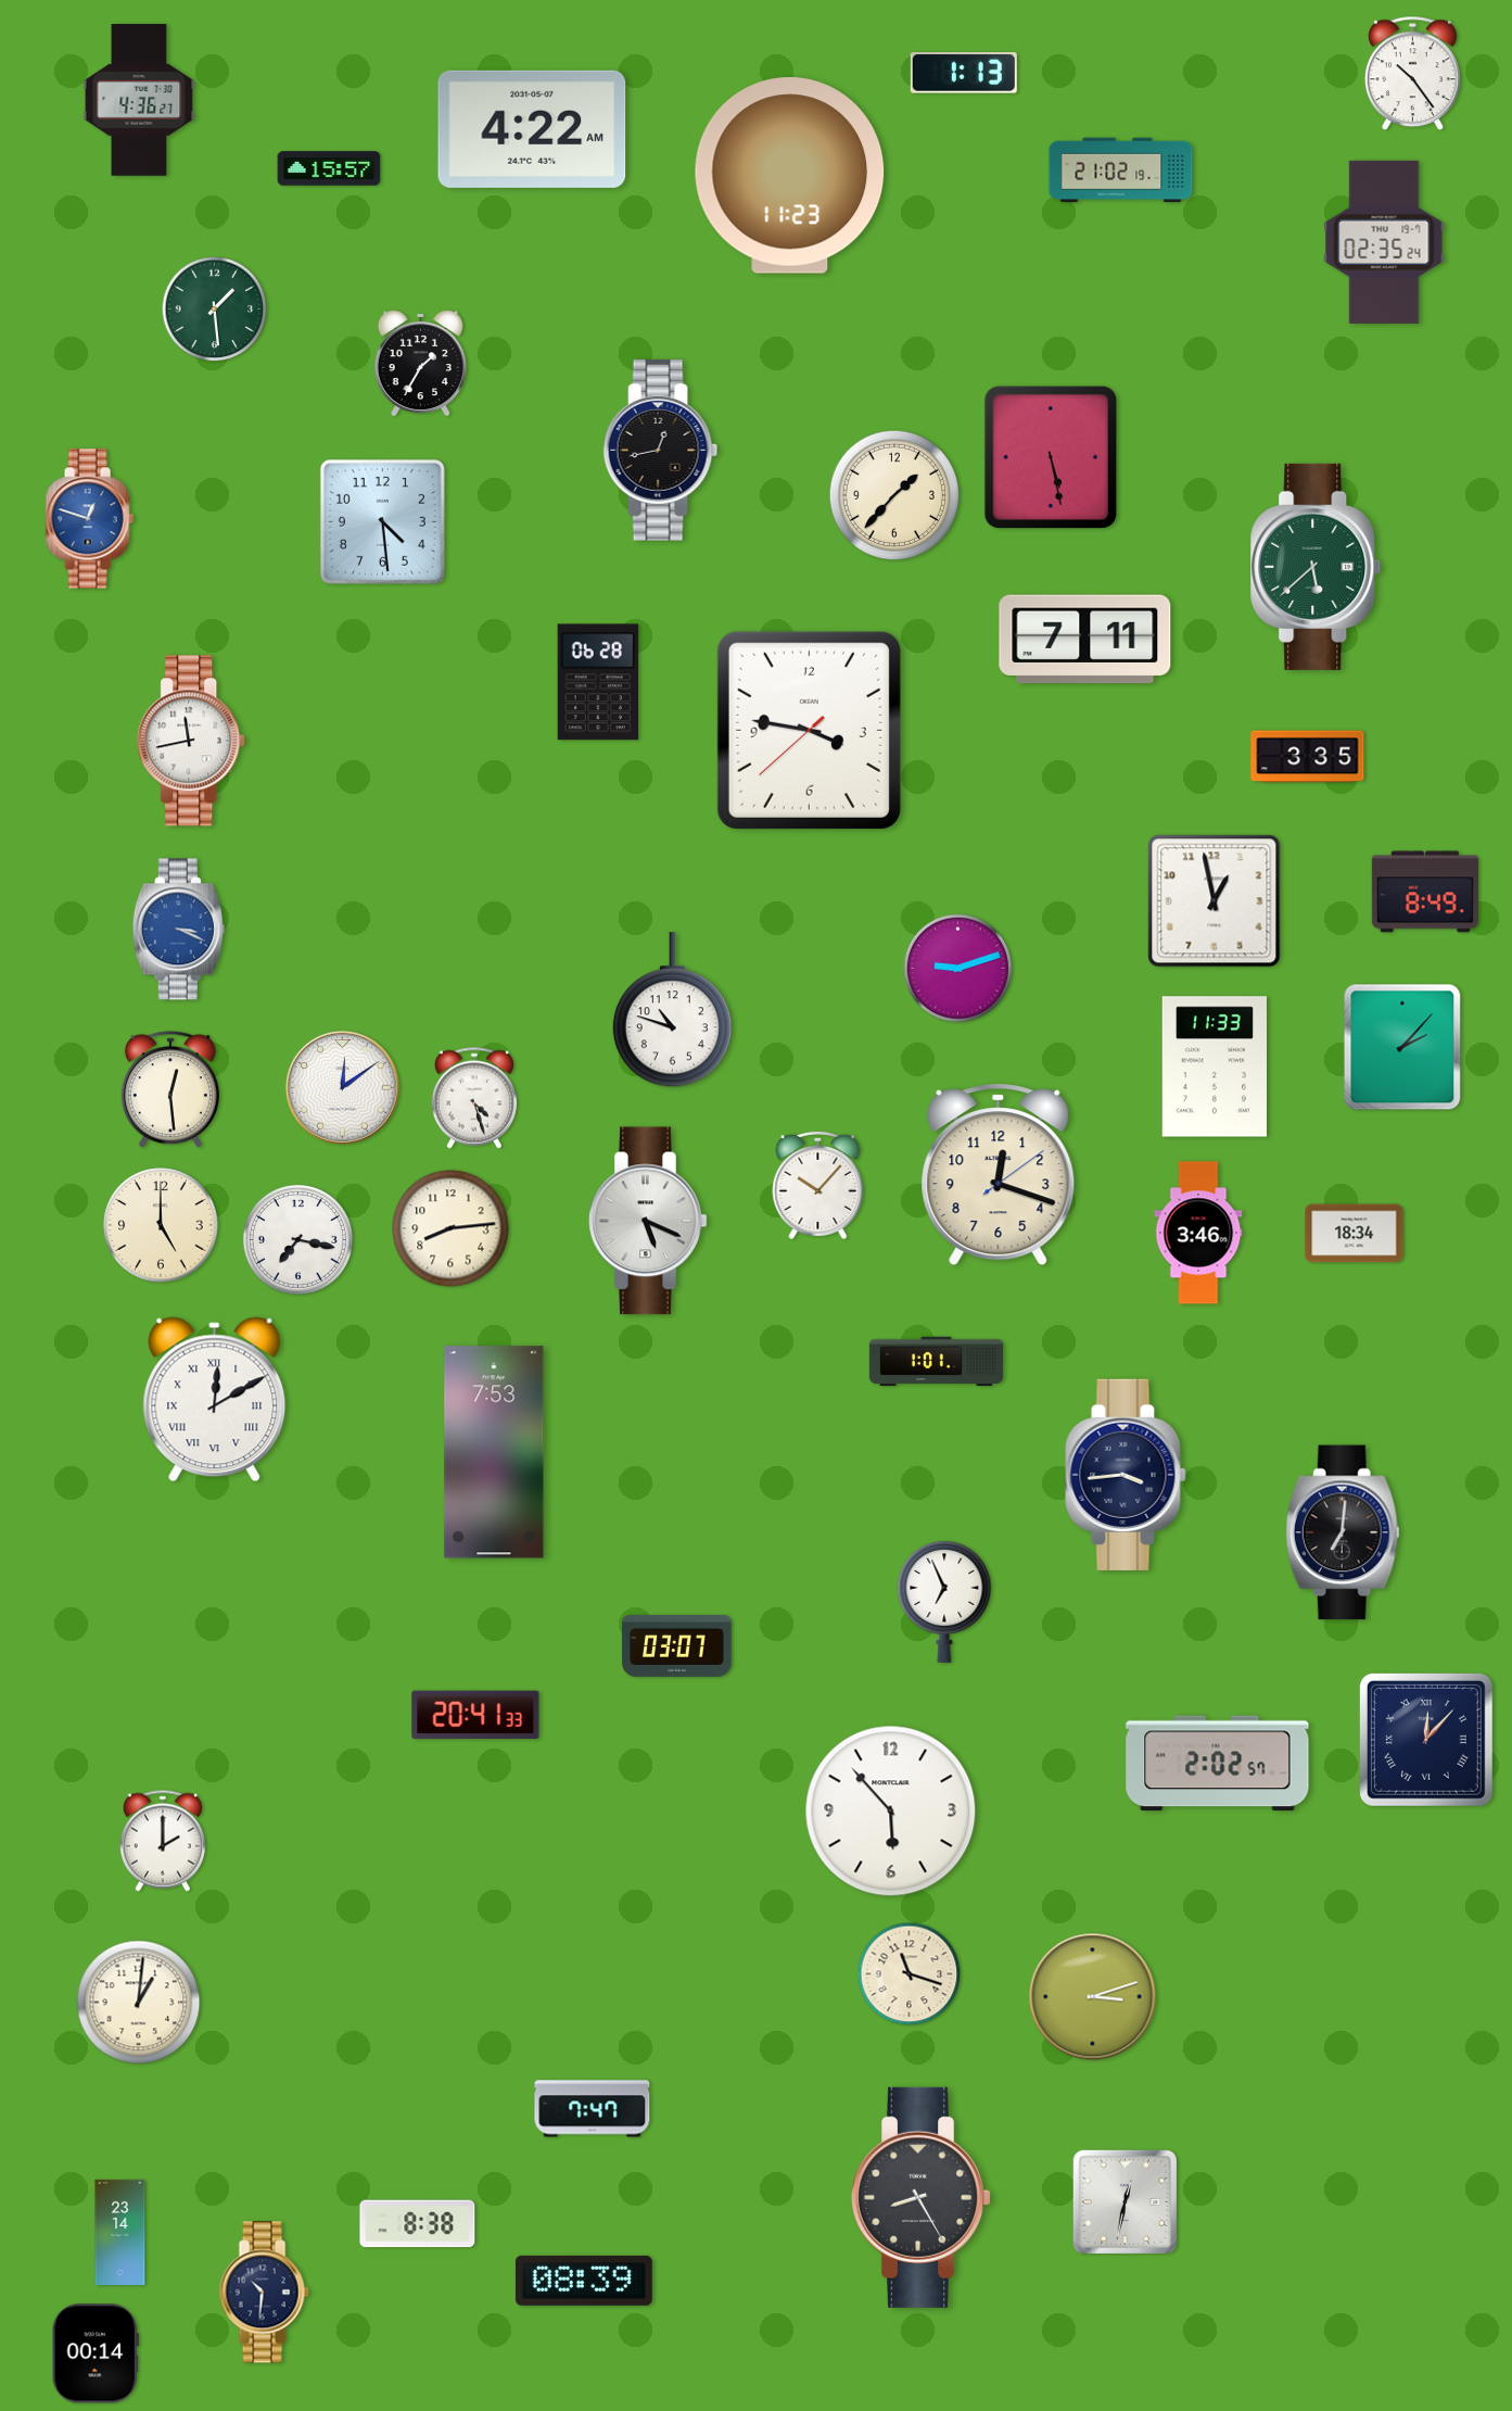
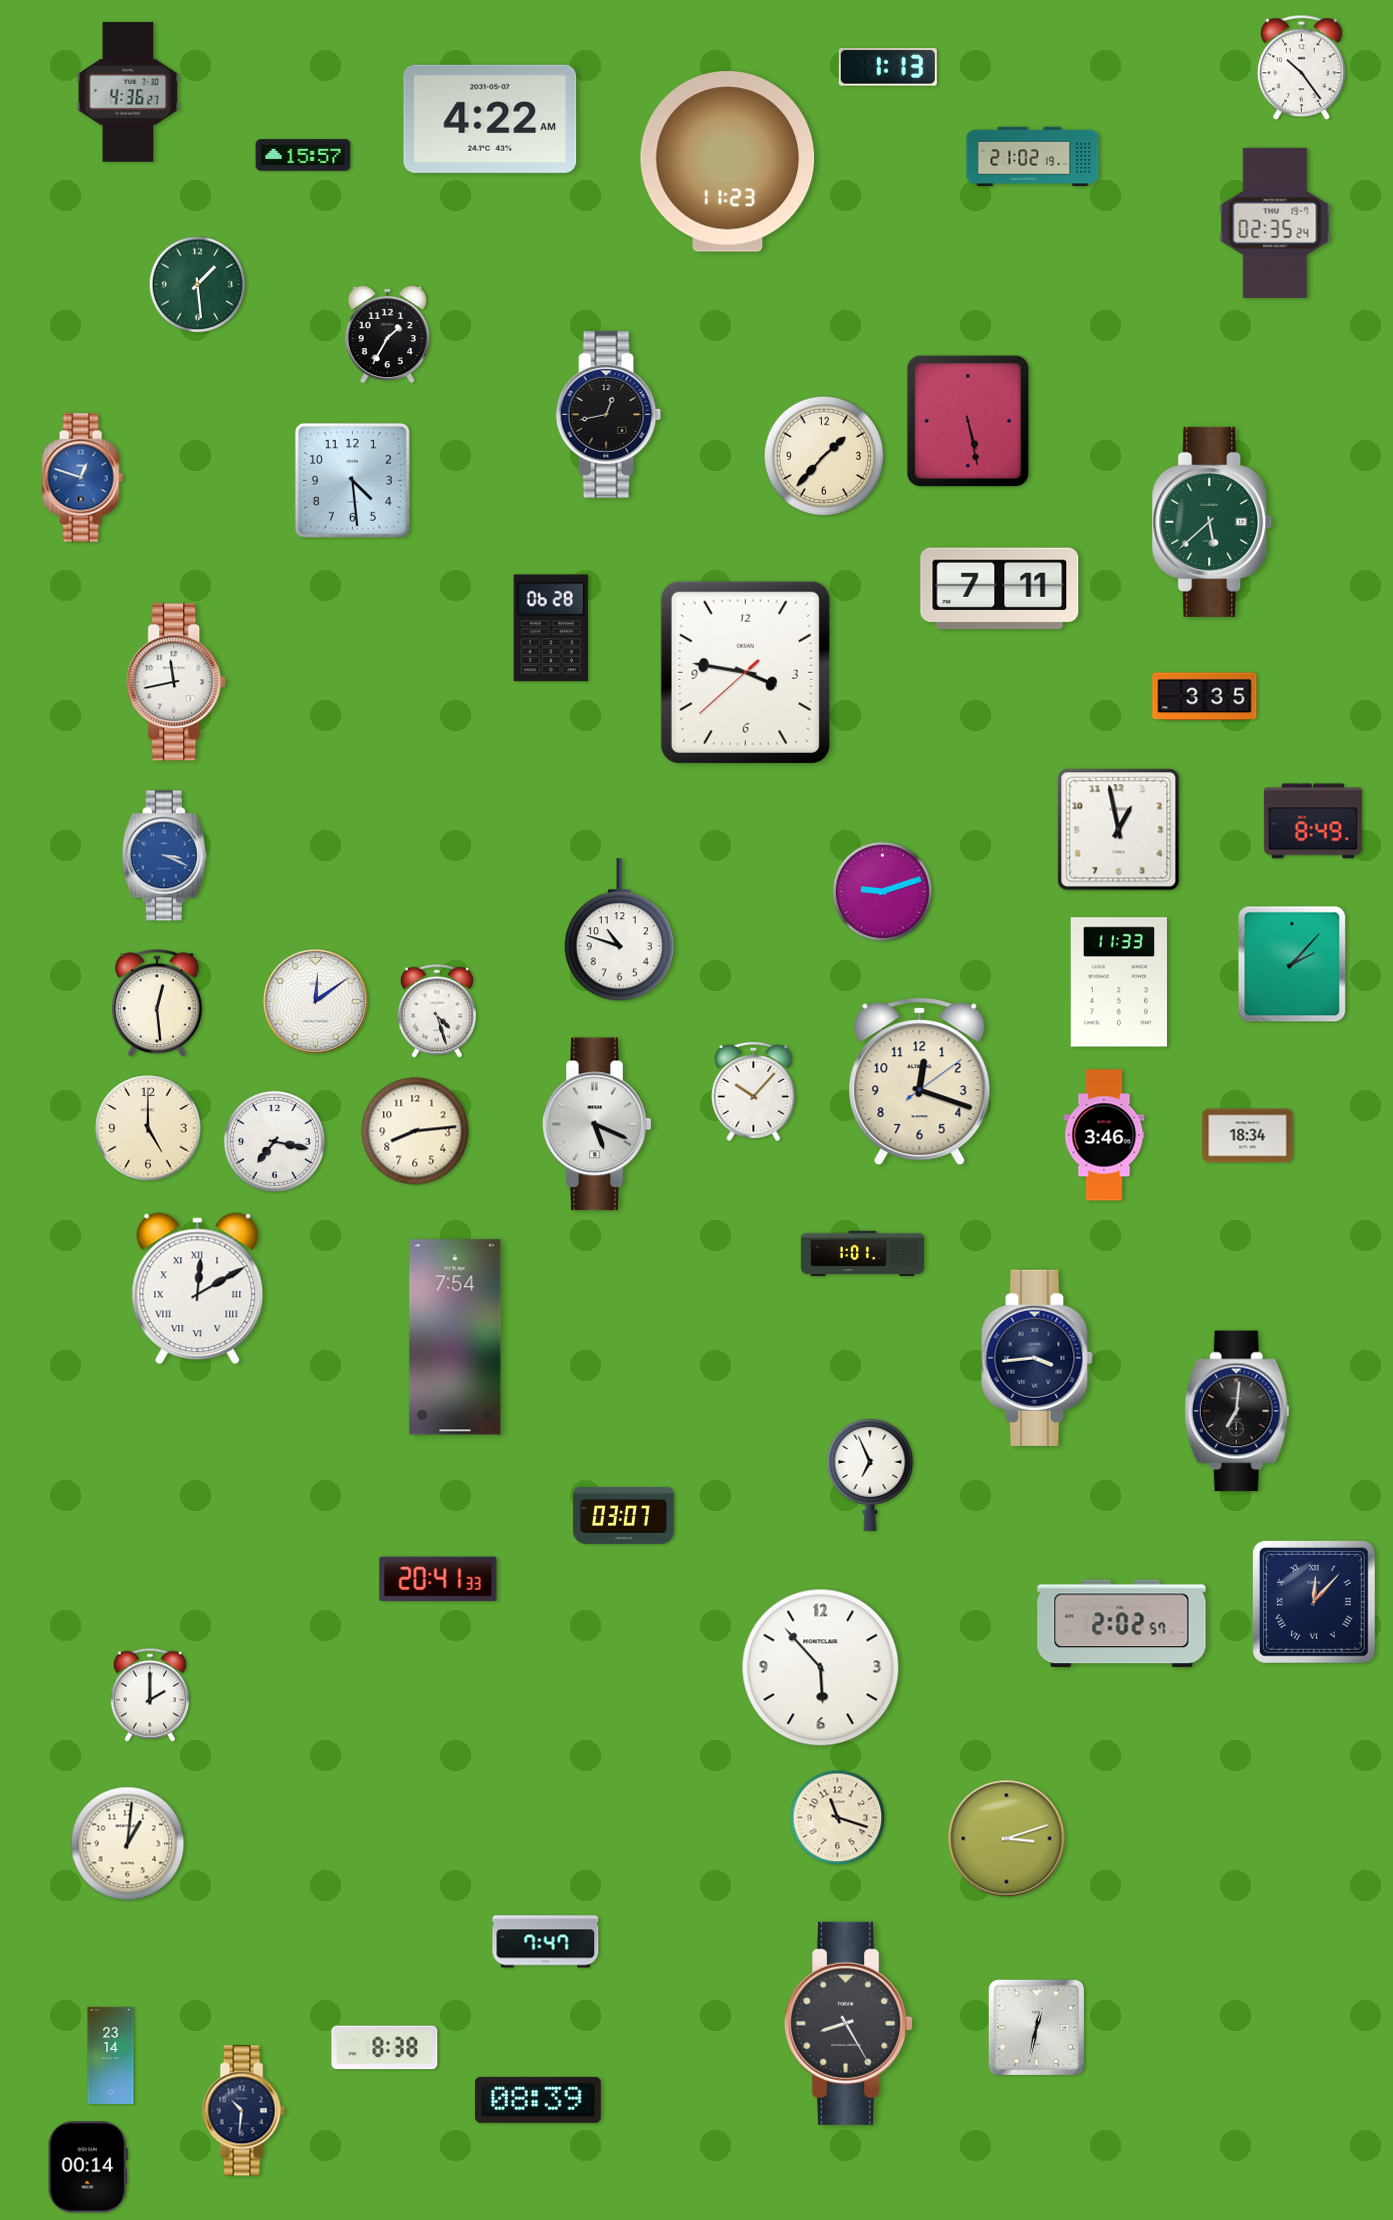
clock at (494, 1452): 7:53 -> 7:54
